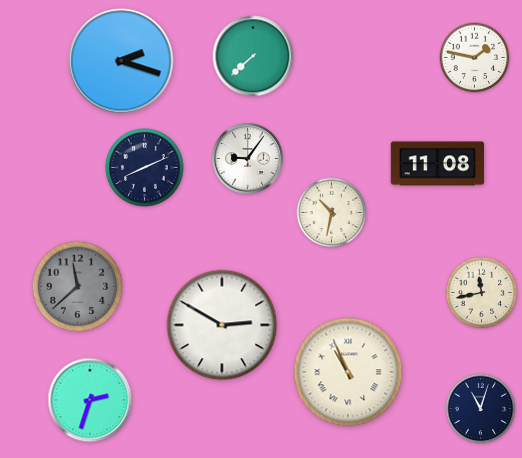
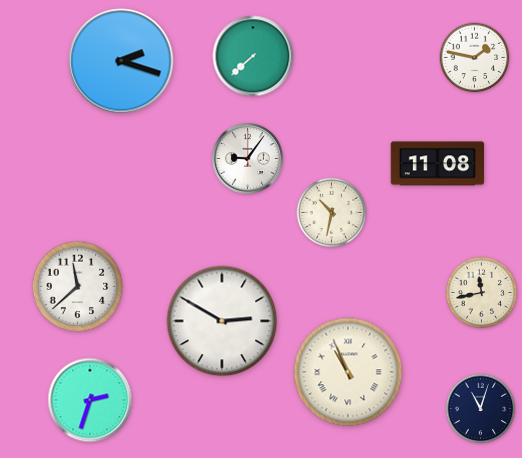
clock at (145, 168): 8:11 -> none
clock at (78, 287) dial: grey -> white
clock at (222, 325) position: (222, 325) -> (222, 321)
